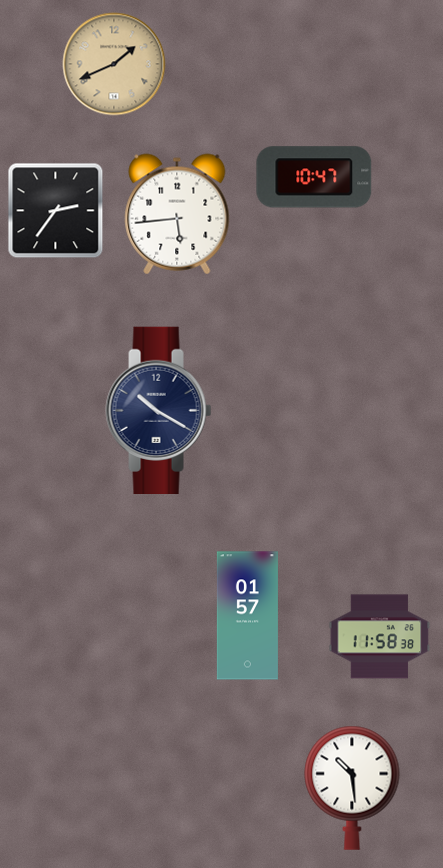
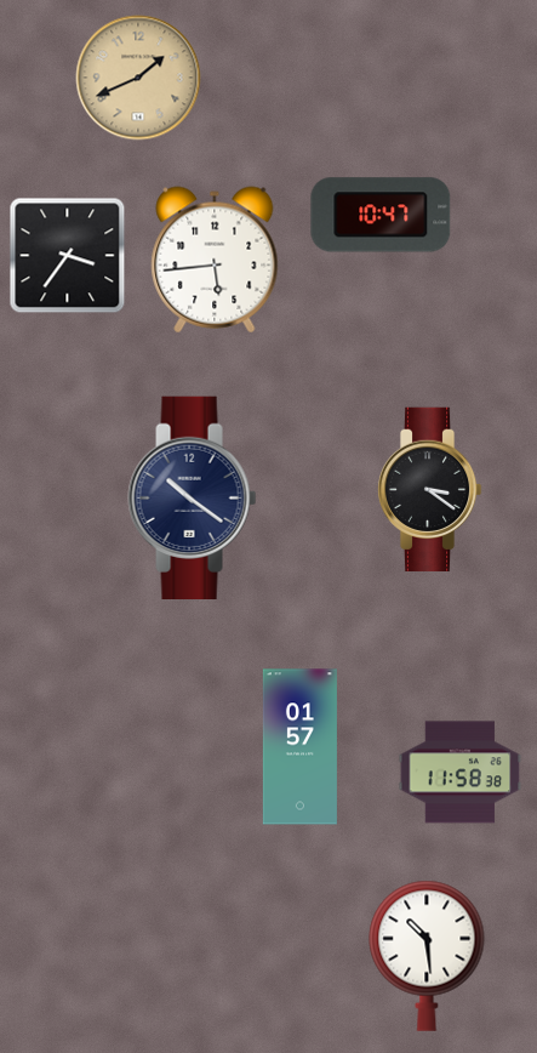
clock at (56, 211): 2:36 -> 3:36
clock at (429, 489): none -> 3:21
clock at (159, 410): 10:20 -> 10:21
